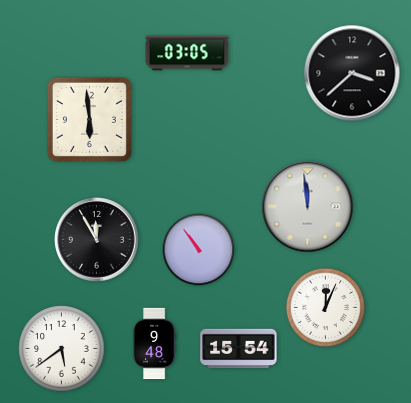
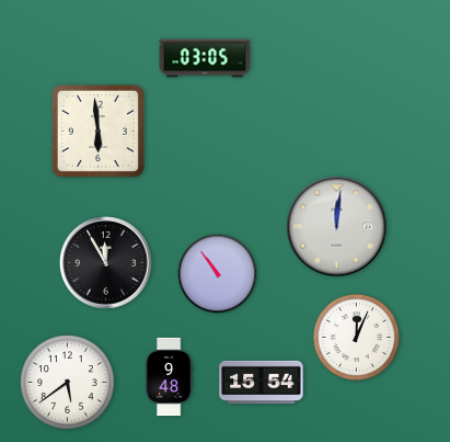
clock at (352, 73): 3:38 -> none
clock at (308, 207): 11:59 -> 12:01
